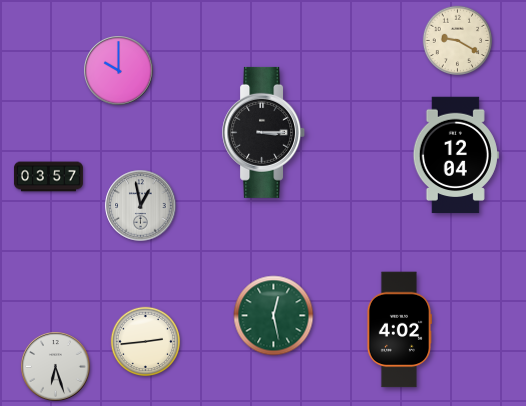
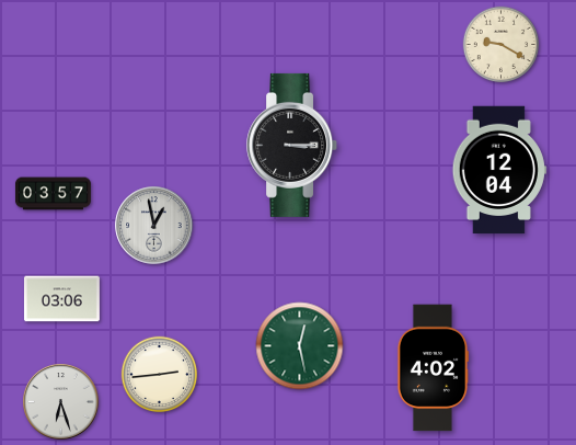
clock at (119, 71): 10:00 -> none
clock at (264, 132) position: (264, 132) -> (292, 145)
clock at (61, 299): none -> 03:06
clock at (398, 330) position: (398, 330) -> (431, 368)
